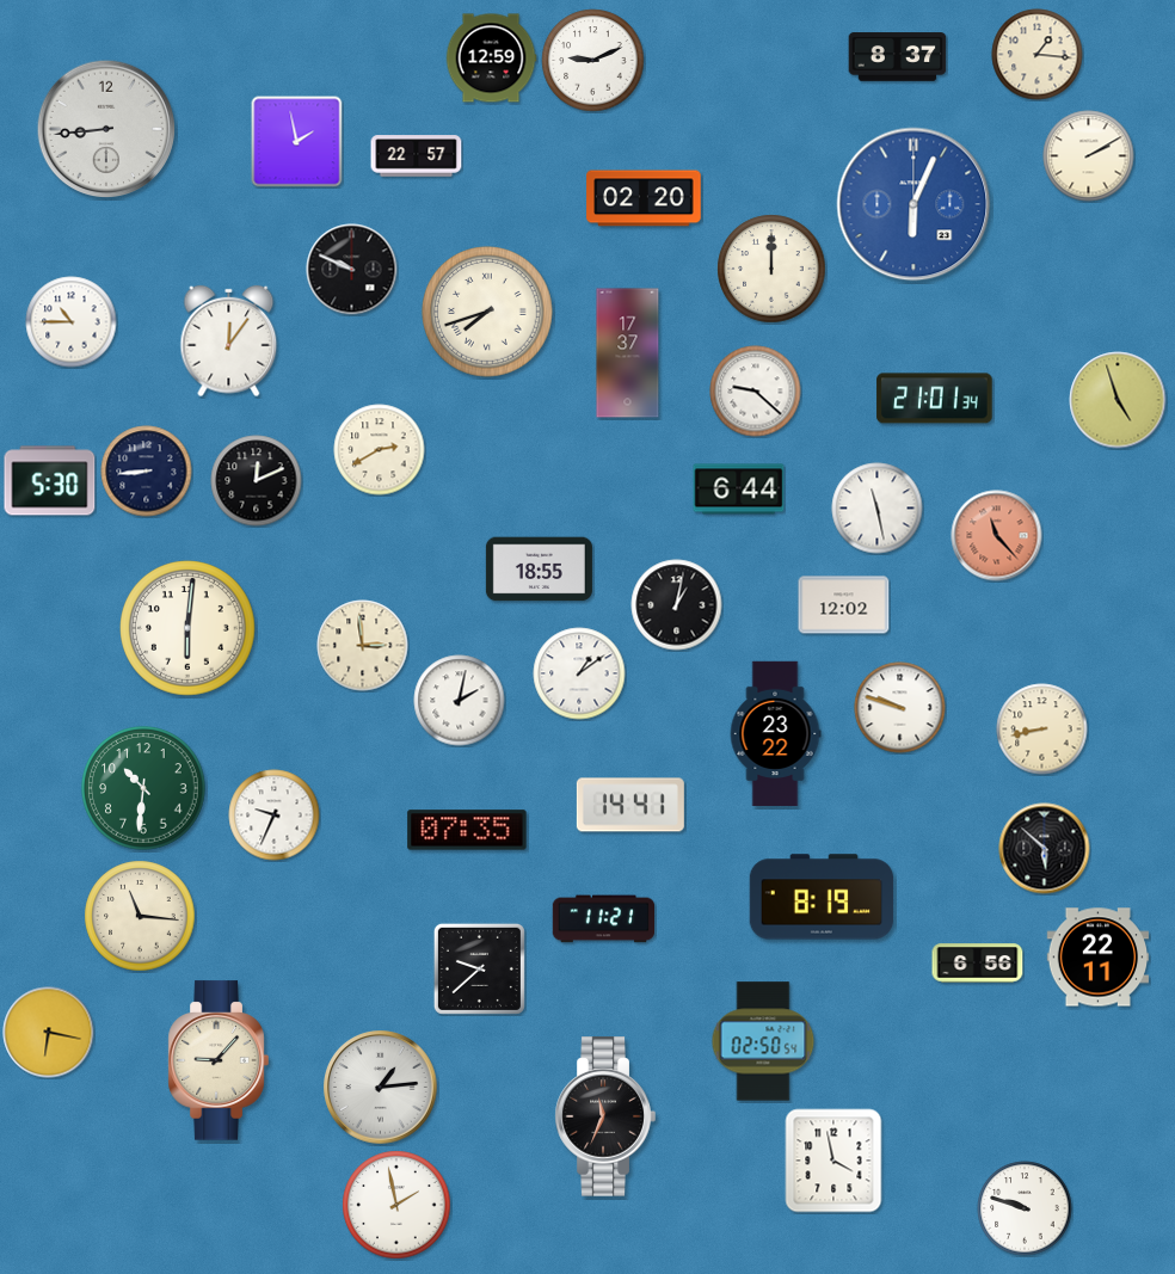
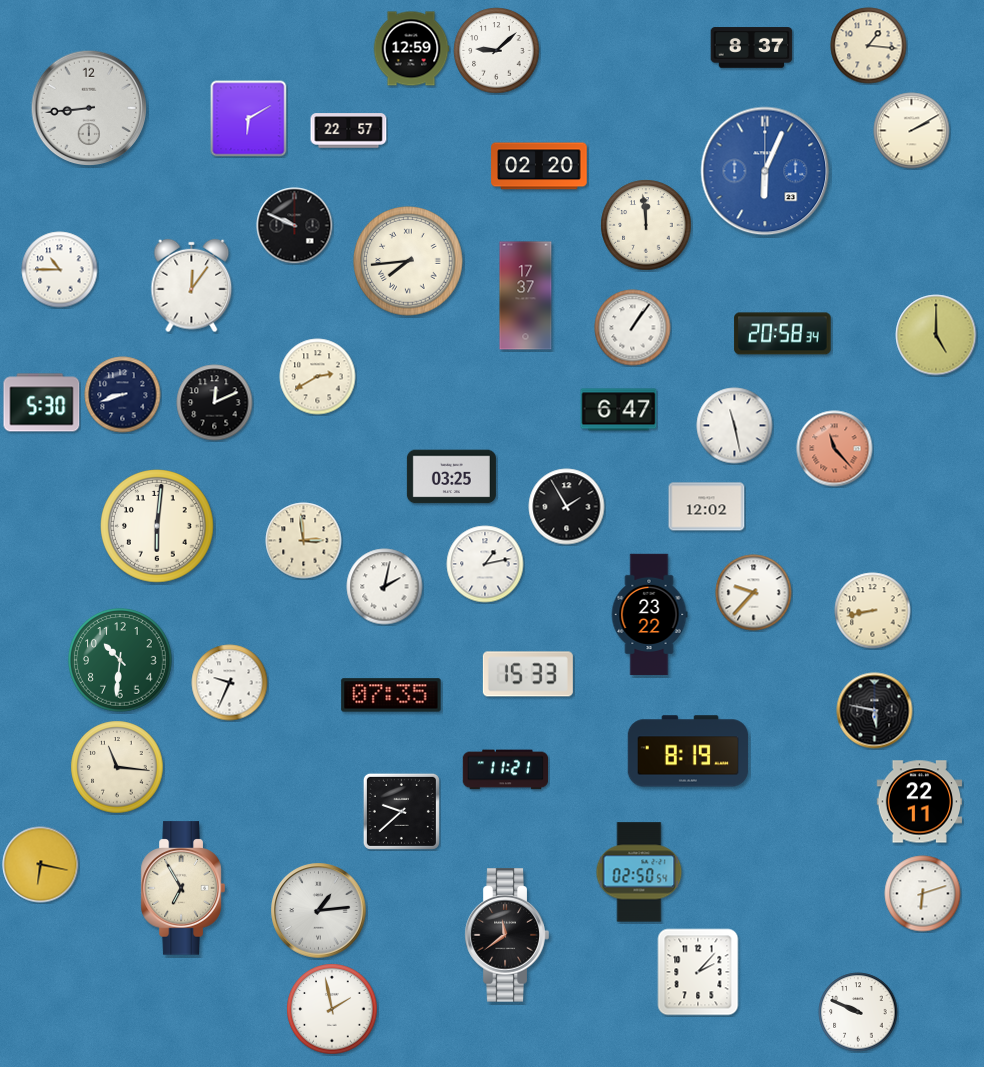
clock at (593, 61): 9:11 -> 9:08
clock at (297, 142): 1:58 -> 6:10
clock at (771, 269): 12:00 -> 11:59
clock at (487, 312): 7:42 -> 7:44
clock at (756, 392): 9:22 -> 1:06
clock at (935, 399): 21:01 -> 20:58
clock at (1118, 400): 4:57 -> 5:00
clock at (147, 472): 8:44 -> 8:42
clock at (739, 490): 6:44 -> 6:47
clock at (539, 570): 18:55 -> 03:25
clock at (677, 605): 1:02 -> 1:55
clock at (579, 673): 1:09 -> 1:13
clock at (900, 708): 9:48 -> 9:37
clock at (630, 805): 14:41 -> 15:33
clock at (1045, 849): 5:52 -> 5:47
clock at (978, 964): 6:56 -> none
clock at (219, 1060): 9:07 -> 6:55
clock at (923, 894): none -> 6:12
clock at (605, 1116): 11:34 -> 11:39
clock at (833, 1161): 3:58 -> 2:07
clock at (1025, 1208): 9:48 -> 9:49
